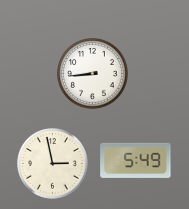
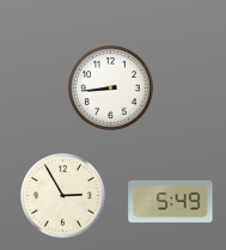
clock at (136, 160) position: (136, 160) -> (171, 201)
clock at (53, 164): 2:58 -> 2:55
